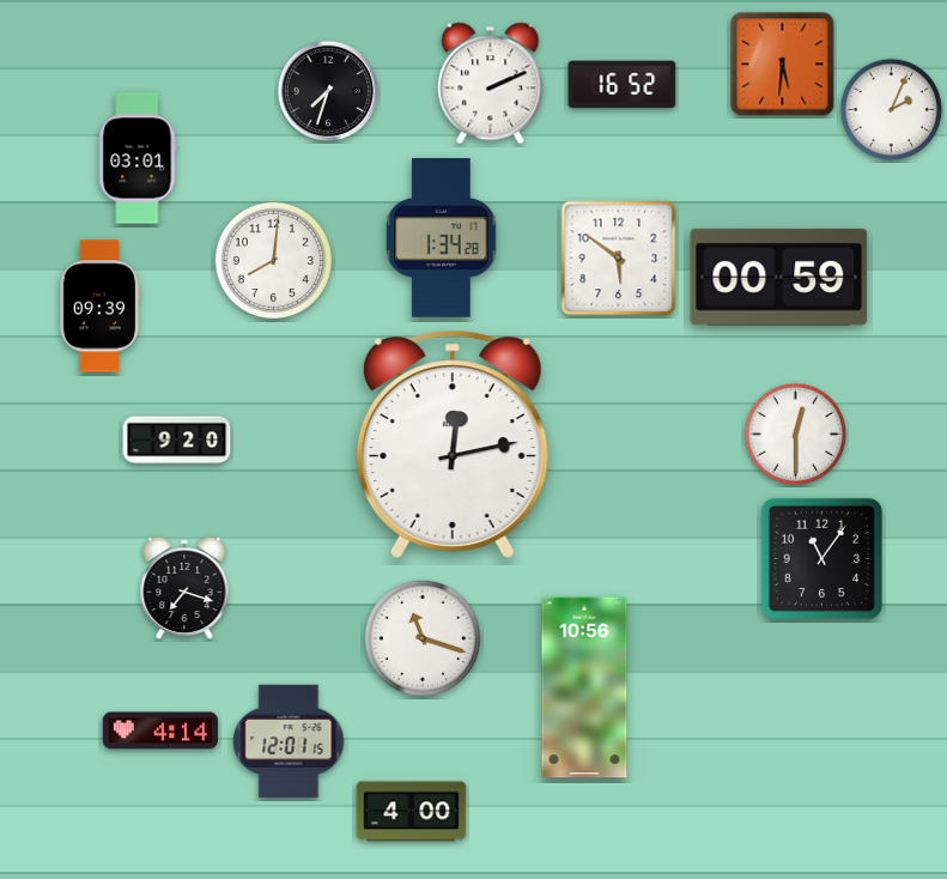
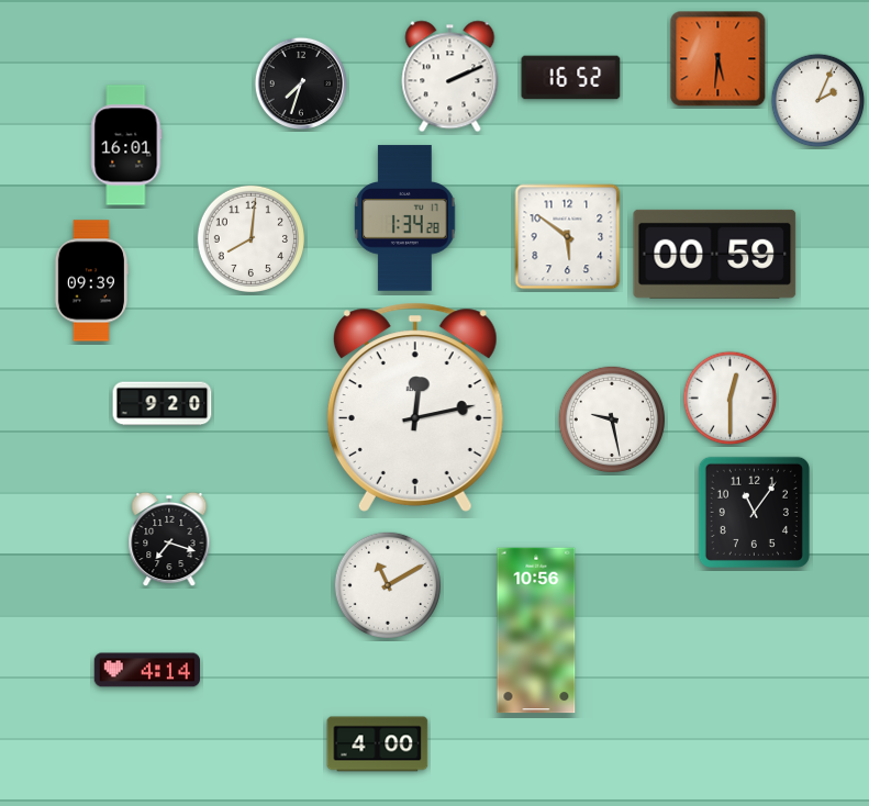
clock at (138, 158): 03:01 -> 16:01
clock at (611, 418): none -> 9:28
clock at (421, 637): 11:18 -> 11:10
clock at (289, 741): 12:01 -> none
